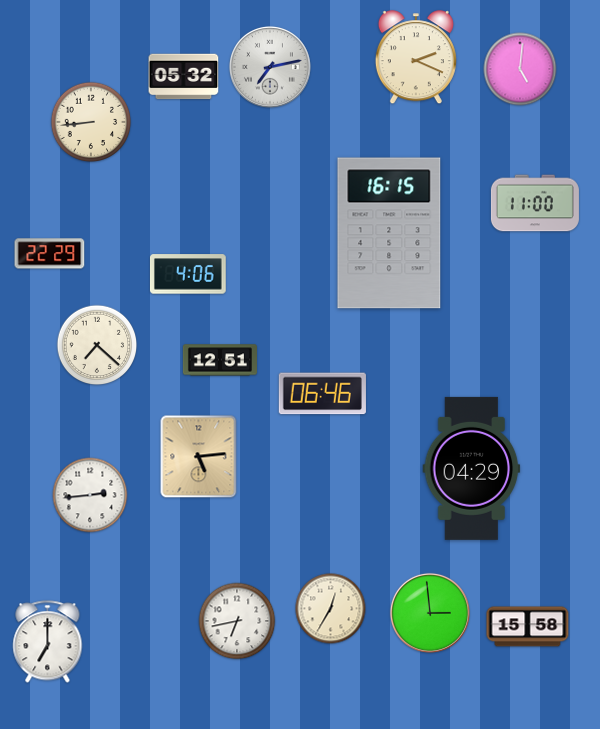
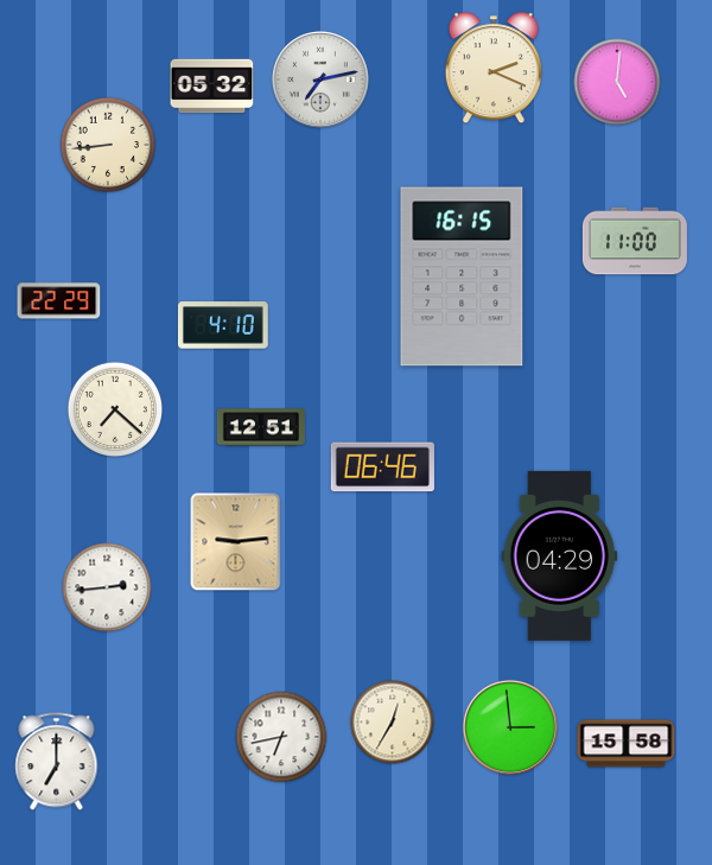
clock at (184, 77) position: (184, 77) -> (212, 87)
clock at (188, 274): 4:06 -> 4:10
clock at (199, 457): 5:14 -> 9:14
